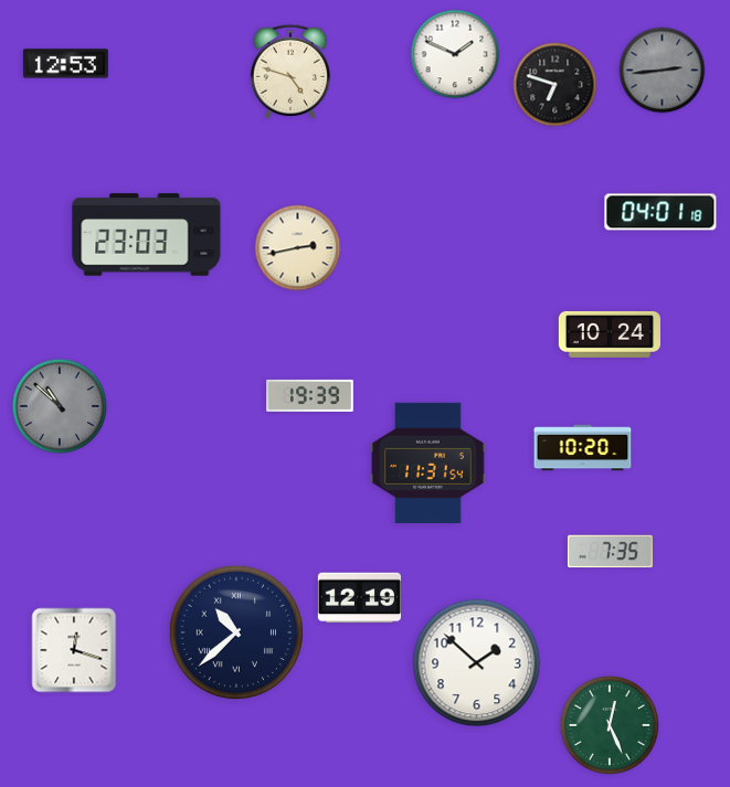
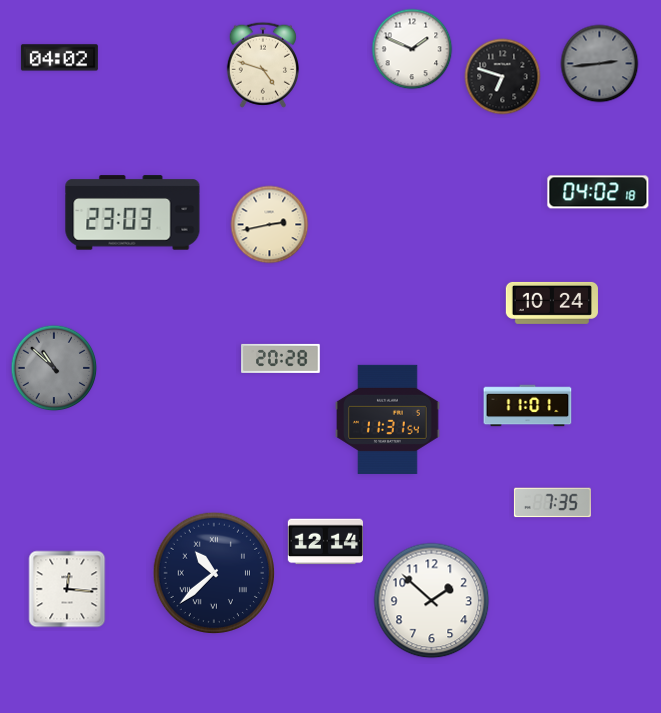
clock at (65, 64): 12:53 -> 04:02
clock at (660, 212): 04:01 -> 04:02
clock at (310, 395): 19:39 -> 20:28
clock at (583, 448): 10:20 -> 11:01
clock at (610, 552) position: (610, 552) -> (552, 503)
clock at (359, 598): 12:19 -> 12:14
clock at (74, 650): 12:18 -> 12:16
clock at (610, 725): 12:26 -> none
